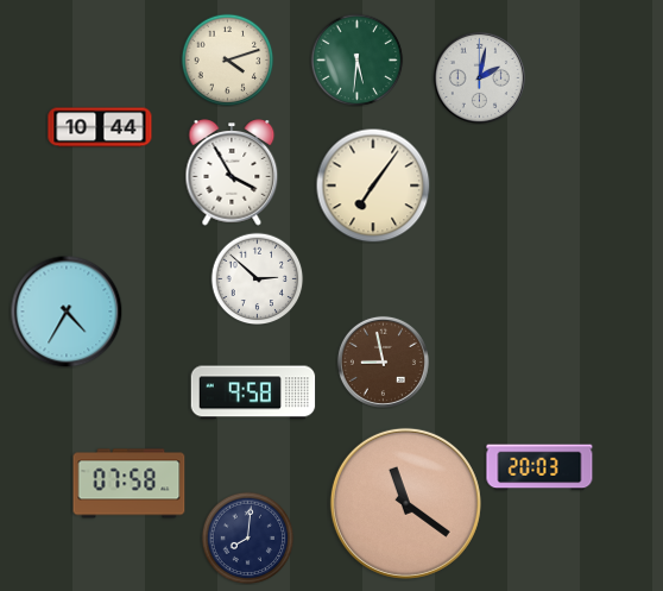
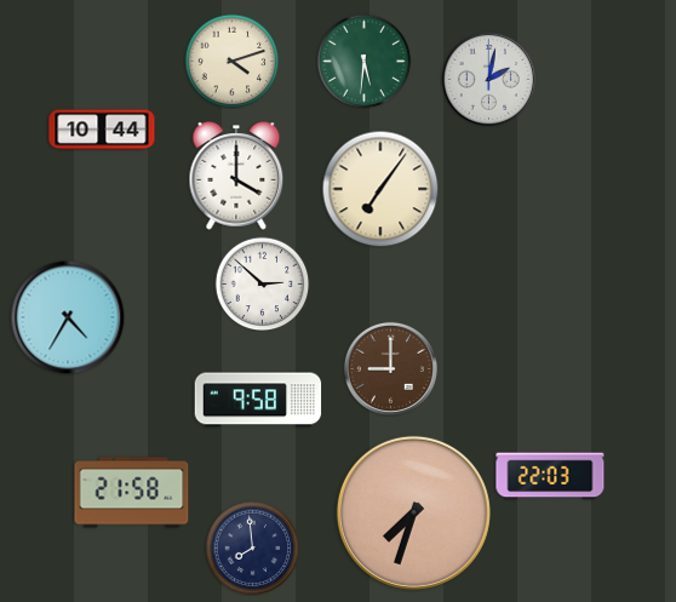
clock at (232, 172): 3:55 -> 4:00
clock at (383, 361): 8:58 -> 9:00
clock at (539, 467): 20:03 -> 22:03
clock at (130, 484): 07:58 -> 21:58
clock at (405, 503): 11:21 -> 7:33
clock at (247, 537): 8:01 -> 7:59
